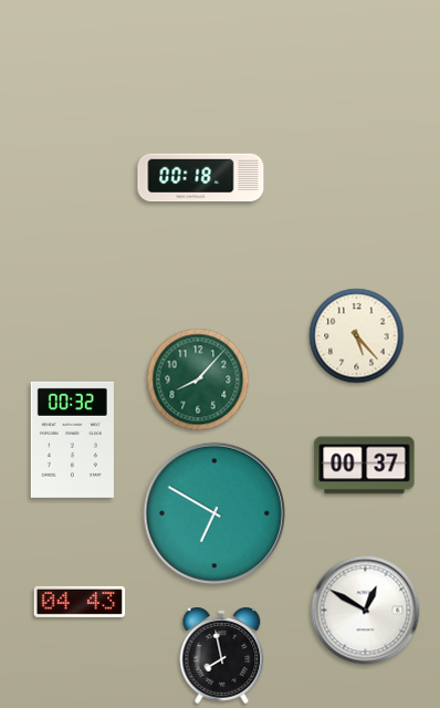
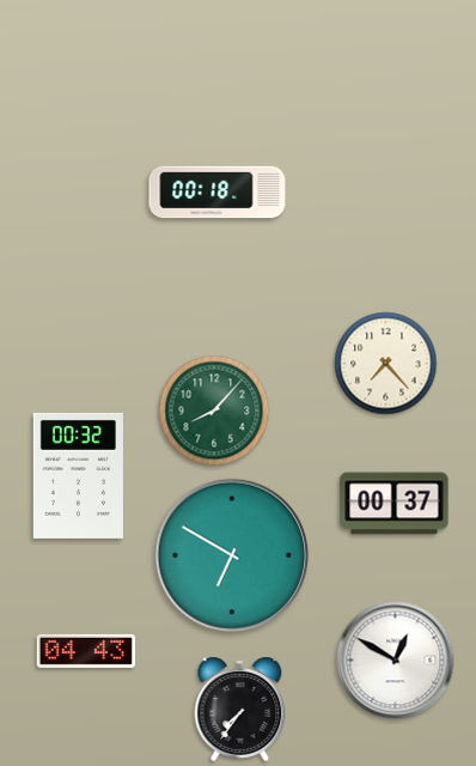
clock at (357, 336): 5:23 -> 7:23
clock at (222, 655): 7:58 -> 7:36
